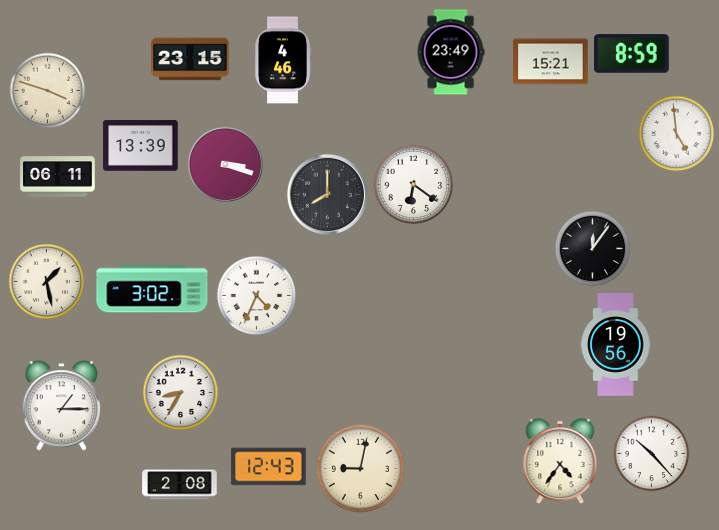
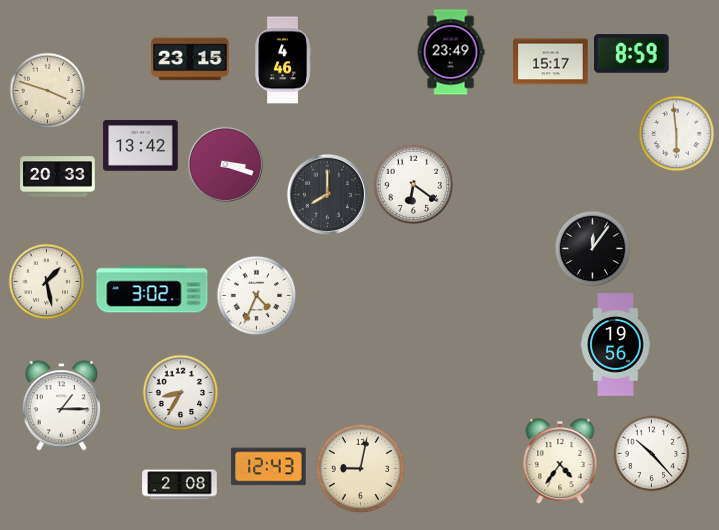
clock at (551, 62): 15:21 -> 15:17
clock at (677, 134): 4:59 -> 5:59
clock at (141, 146): 13:39 -> 13:42
clock at (58, 177): 06:11 -> 20:33
